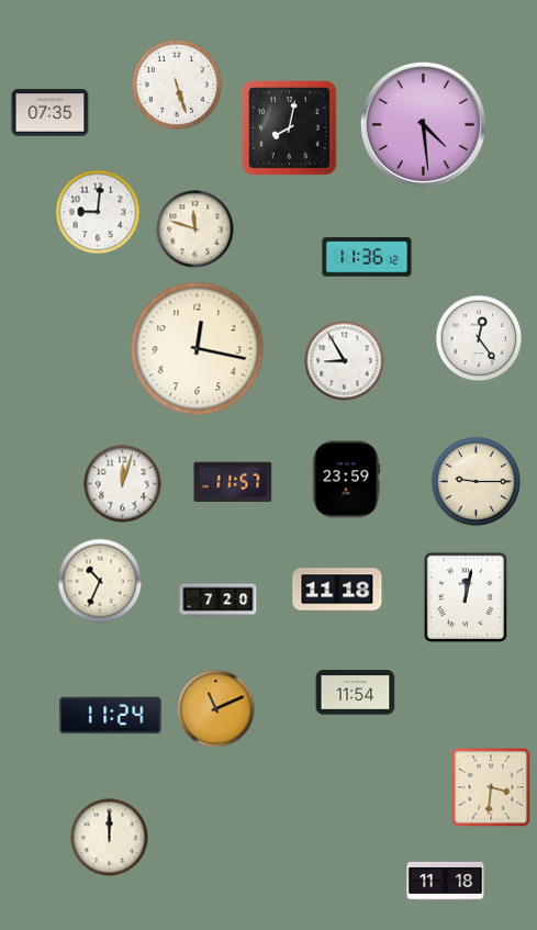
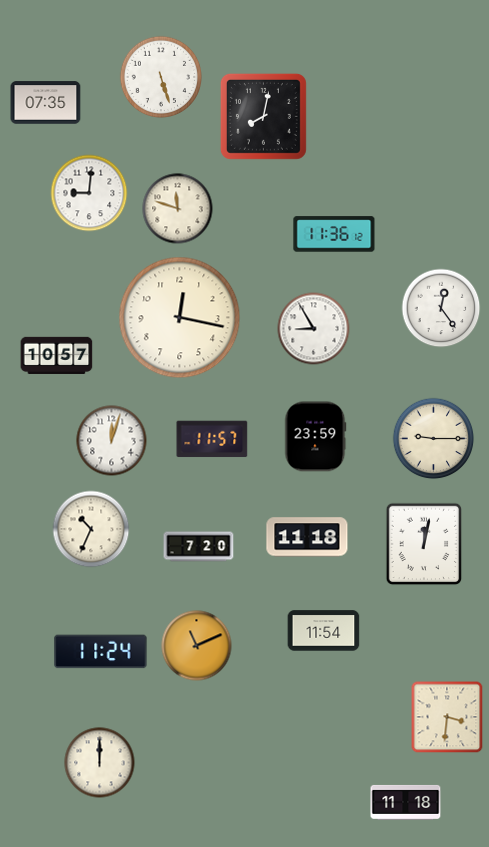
clock at (423, 124): 4:29 -> none
clock at (479, 338) position: (479, 338) -> (441, 308)
clock at (57, 355): none -> 10:57
